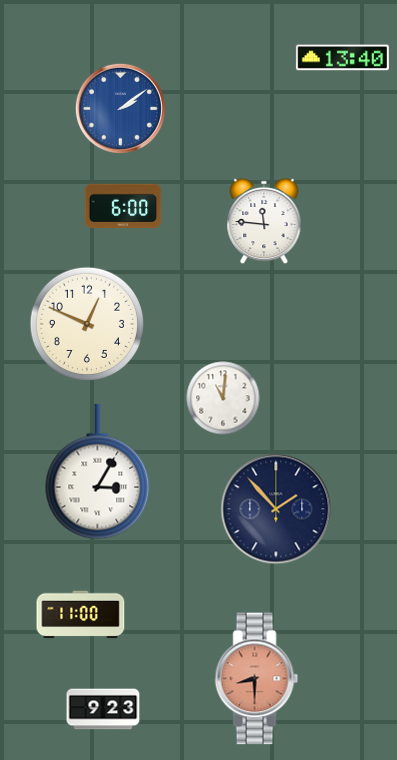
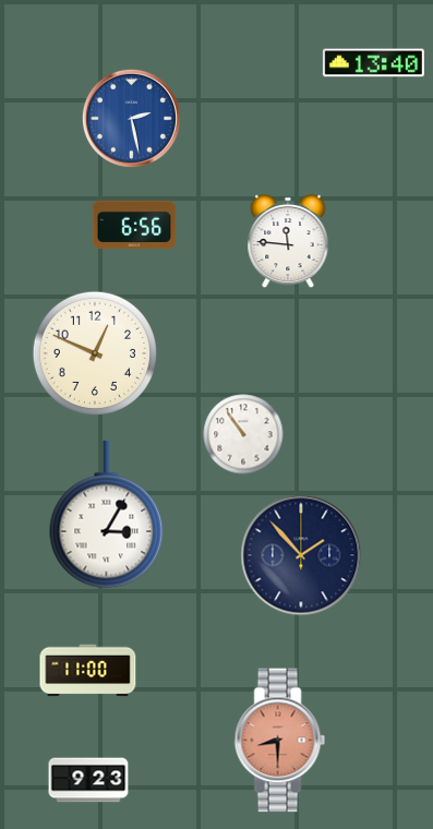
clock at (120, 108): 2:09 -> 2:28
clock at (123, 206): 6:00 -> 6:56
clock at (223, 398): 11:01 -> 10:54
clock at (103, 709) position: (103, 709) -> (88, 780)
